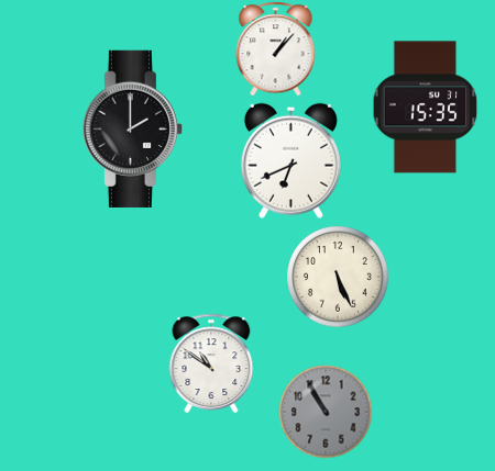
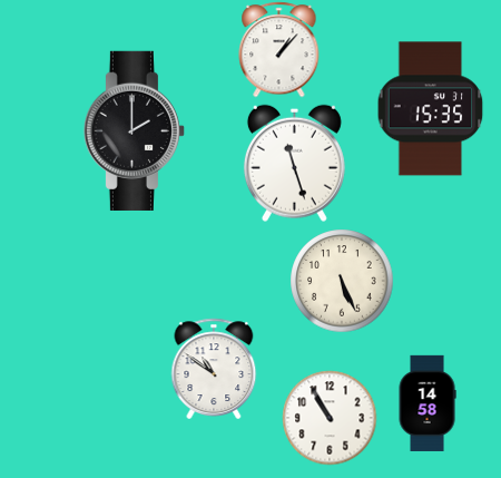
clock at (290, 160): 6:41 -> 11:27
clock at (428, 403): none -> 14:58
clock at (326, 412) dial: grey -> white
